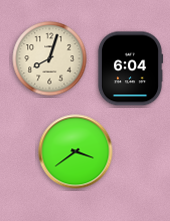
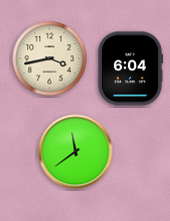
clock at (50, 59): 8:03 -> 3:43
clock at (76, 152): 3:39 -> 11:39
